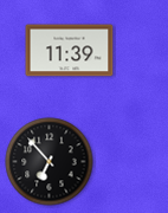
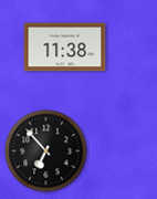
clock at (70, 51): 11:39 -> 11:38
